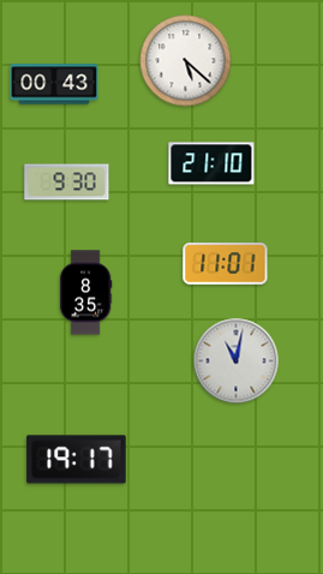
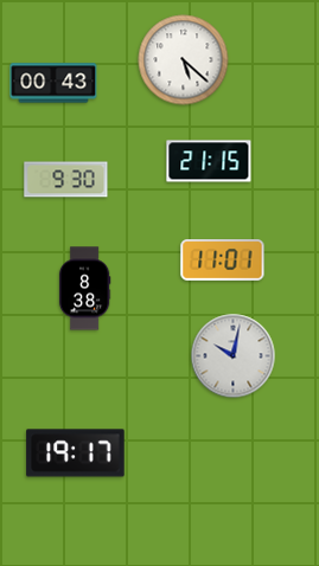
clock at (211, 163): 21:10 -> 21:15
clock at (85, 293): 8:35 -> 8:38
clock at (237, 361): 11:02 -> 10:02
